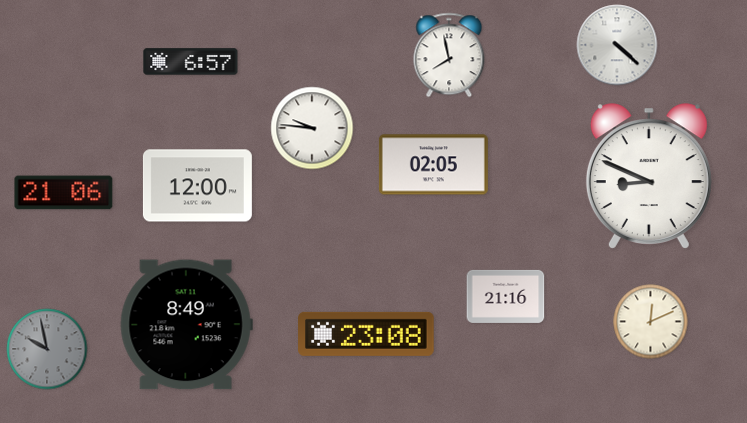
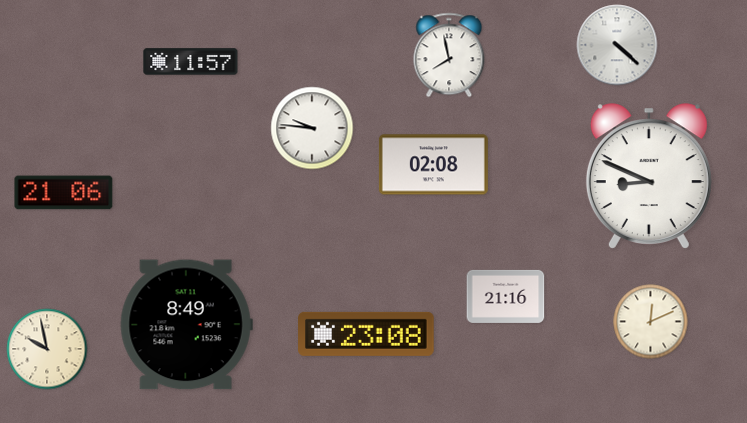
clock at (191, 62): 6:57 -> 11:57
clock at (433, 165): 02:05 -> 02:08
clock at (197, 186): 12:00 -> none
clock at (47, 349) dial: grey -> cream
